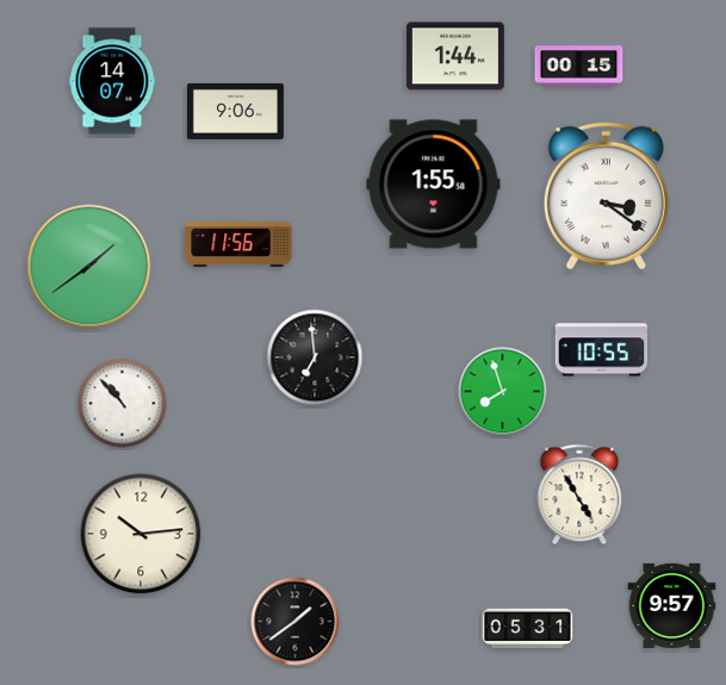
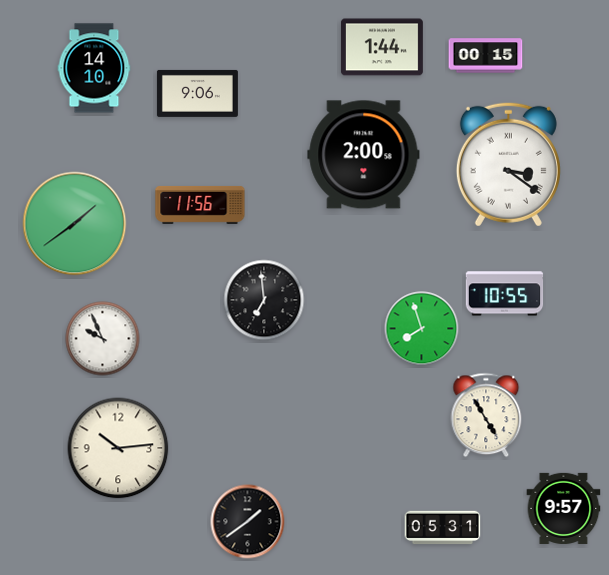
clock at (112, 81): 14:07 -> 14:10
clock at (434, 185): 1:55 -> 2:00
clock at (123, 404): 10:53 -> 9:56
